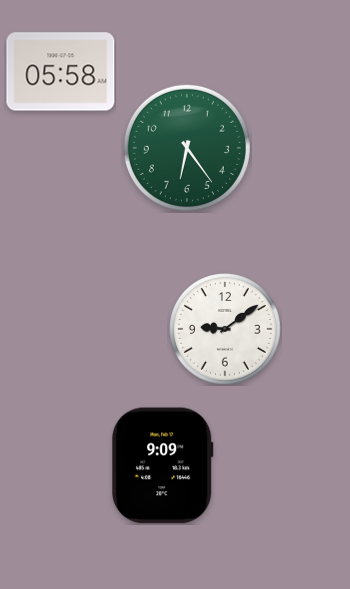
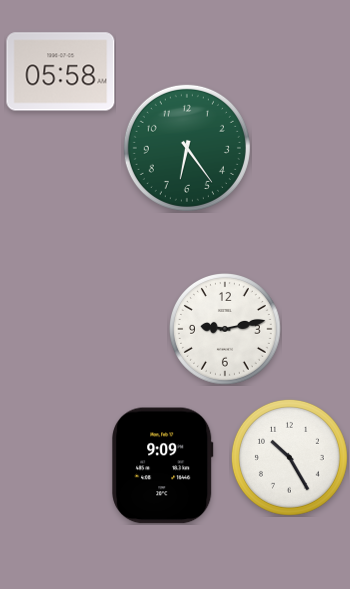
clock at (226, 330): 9:09 -> 9:13
clock at (289, 457): none -> 10:25
